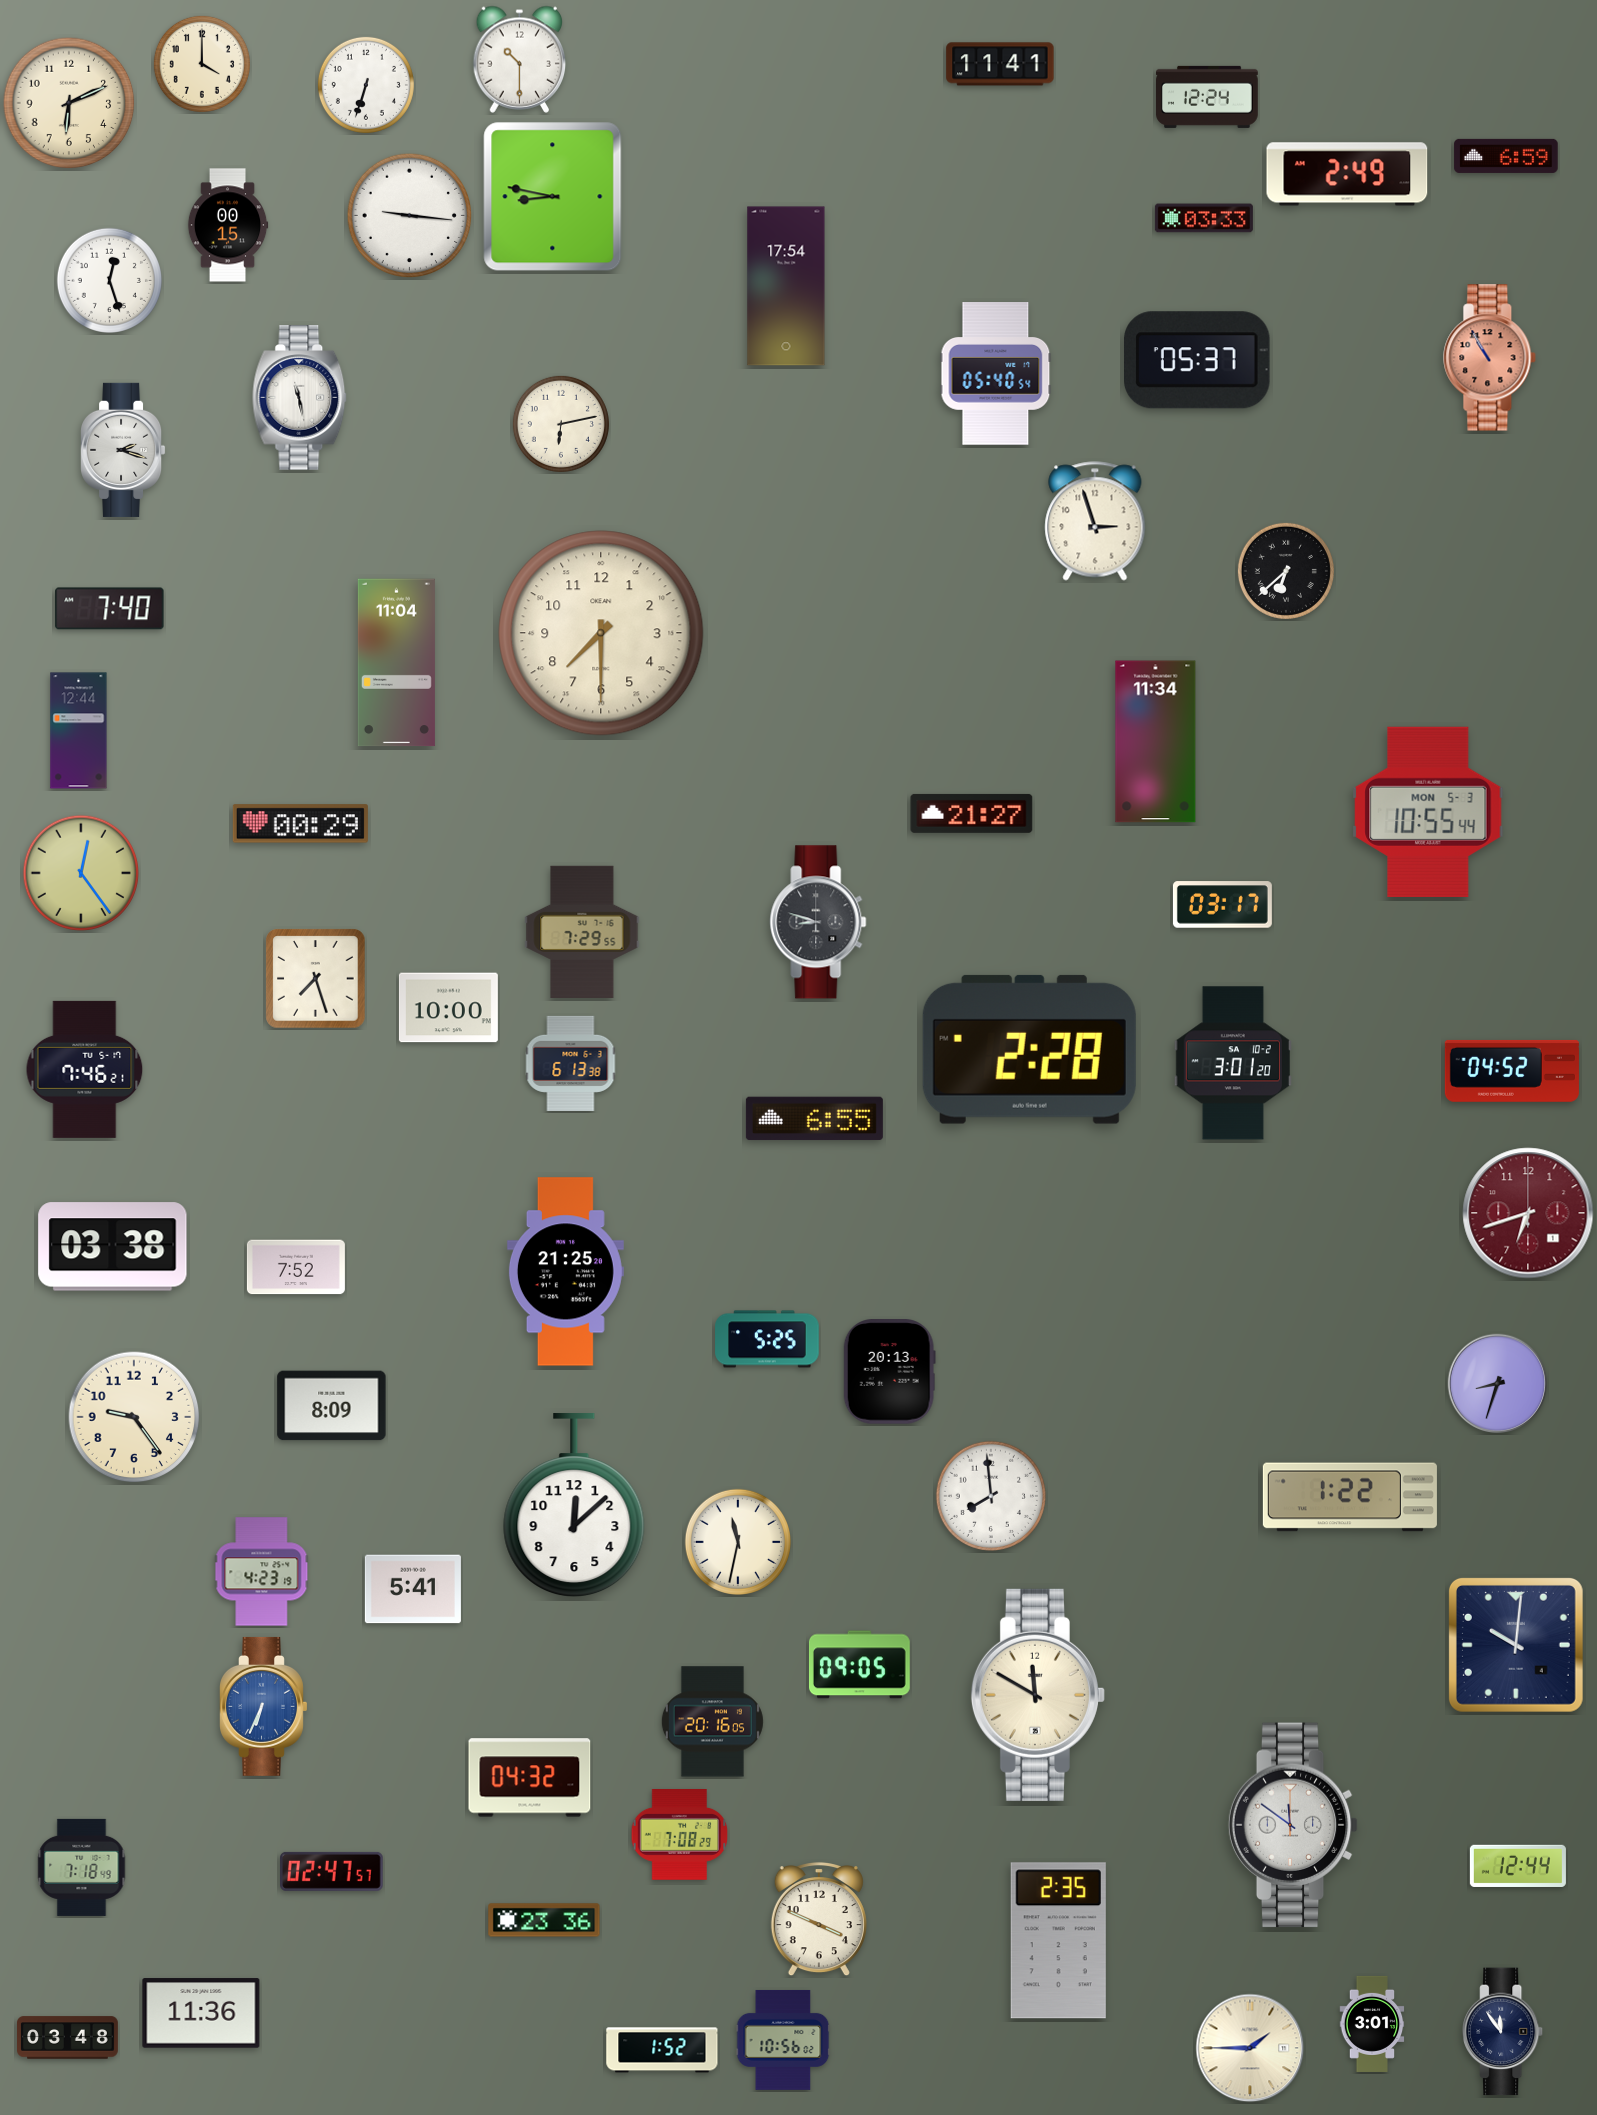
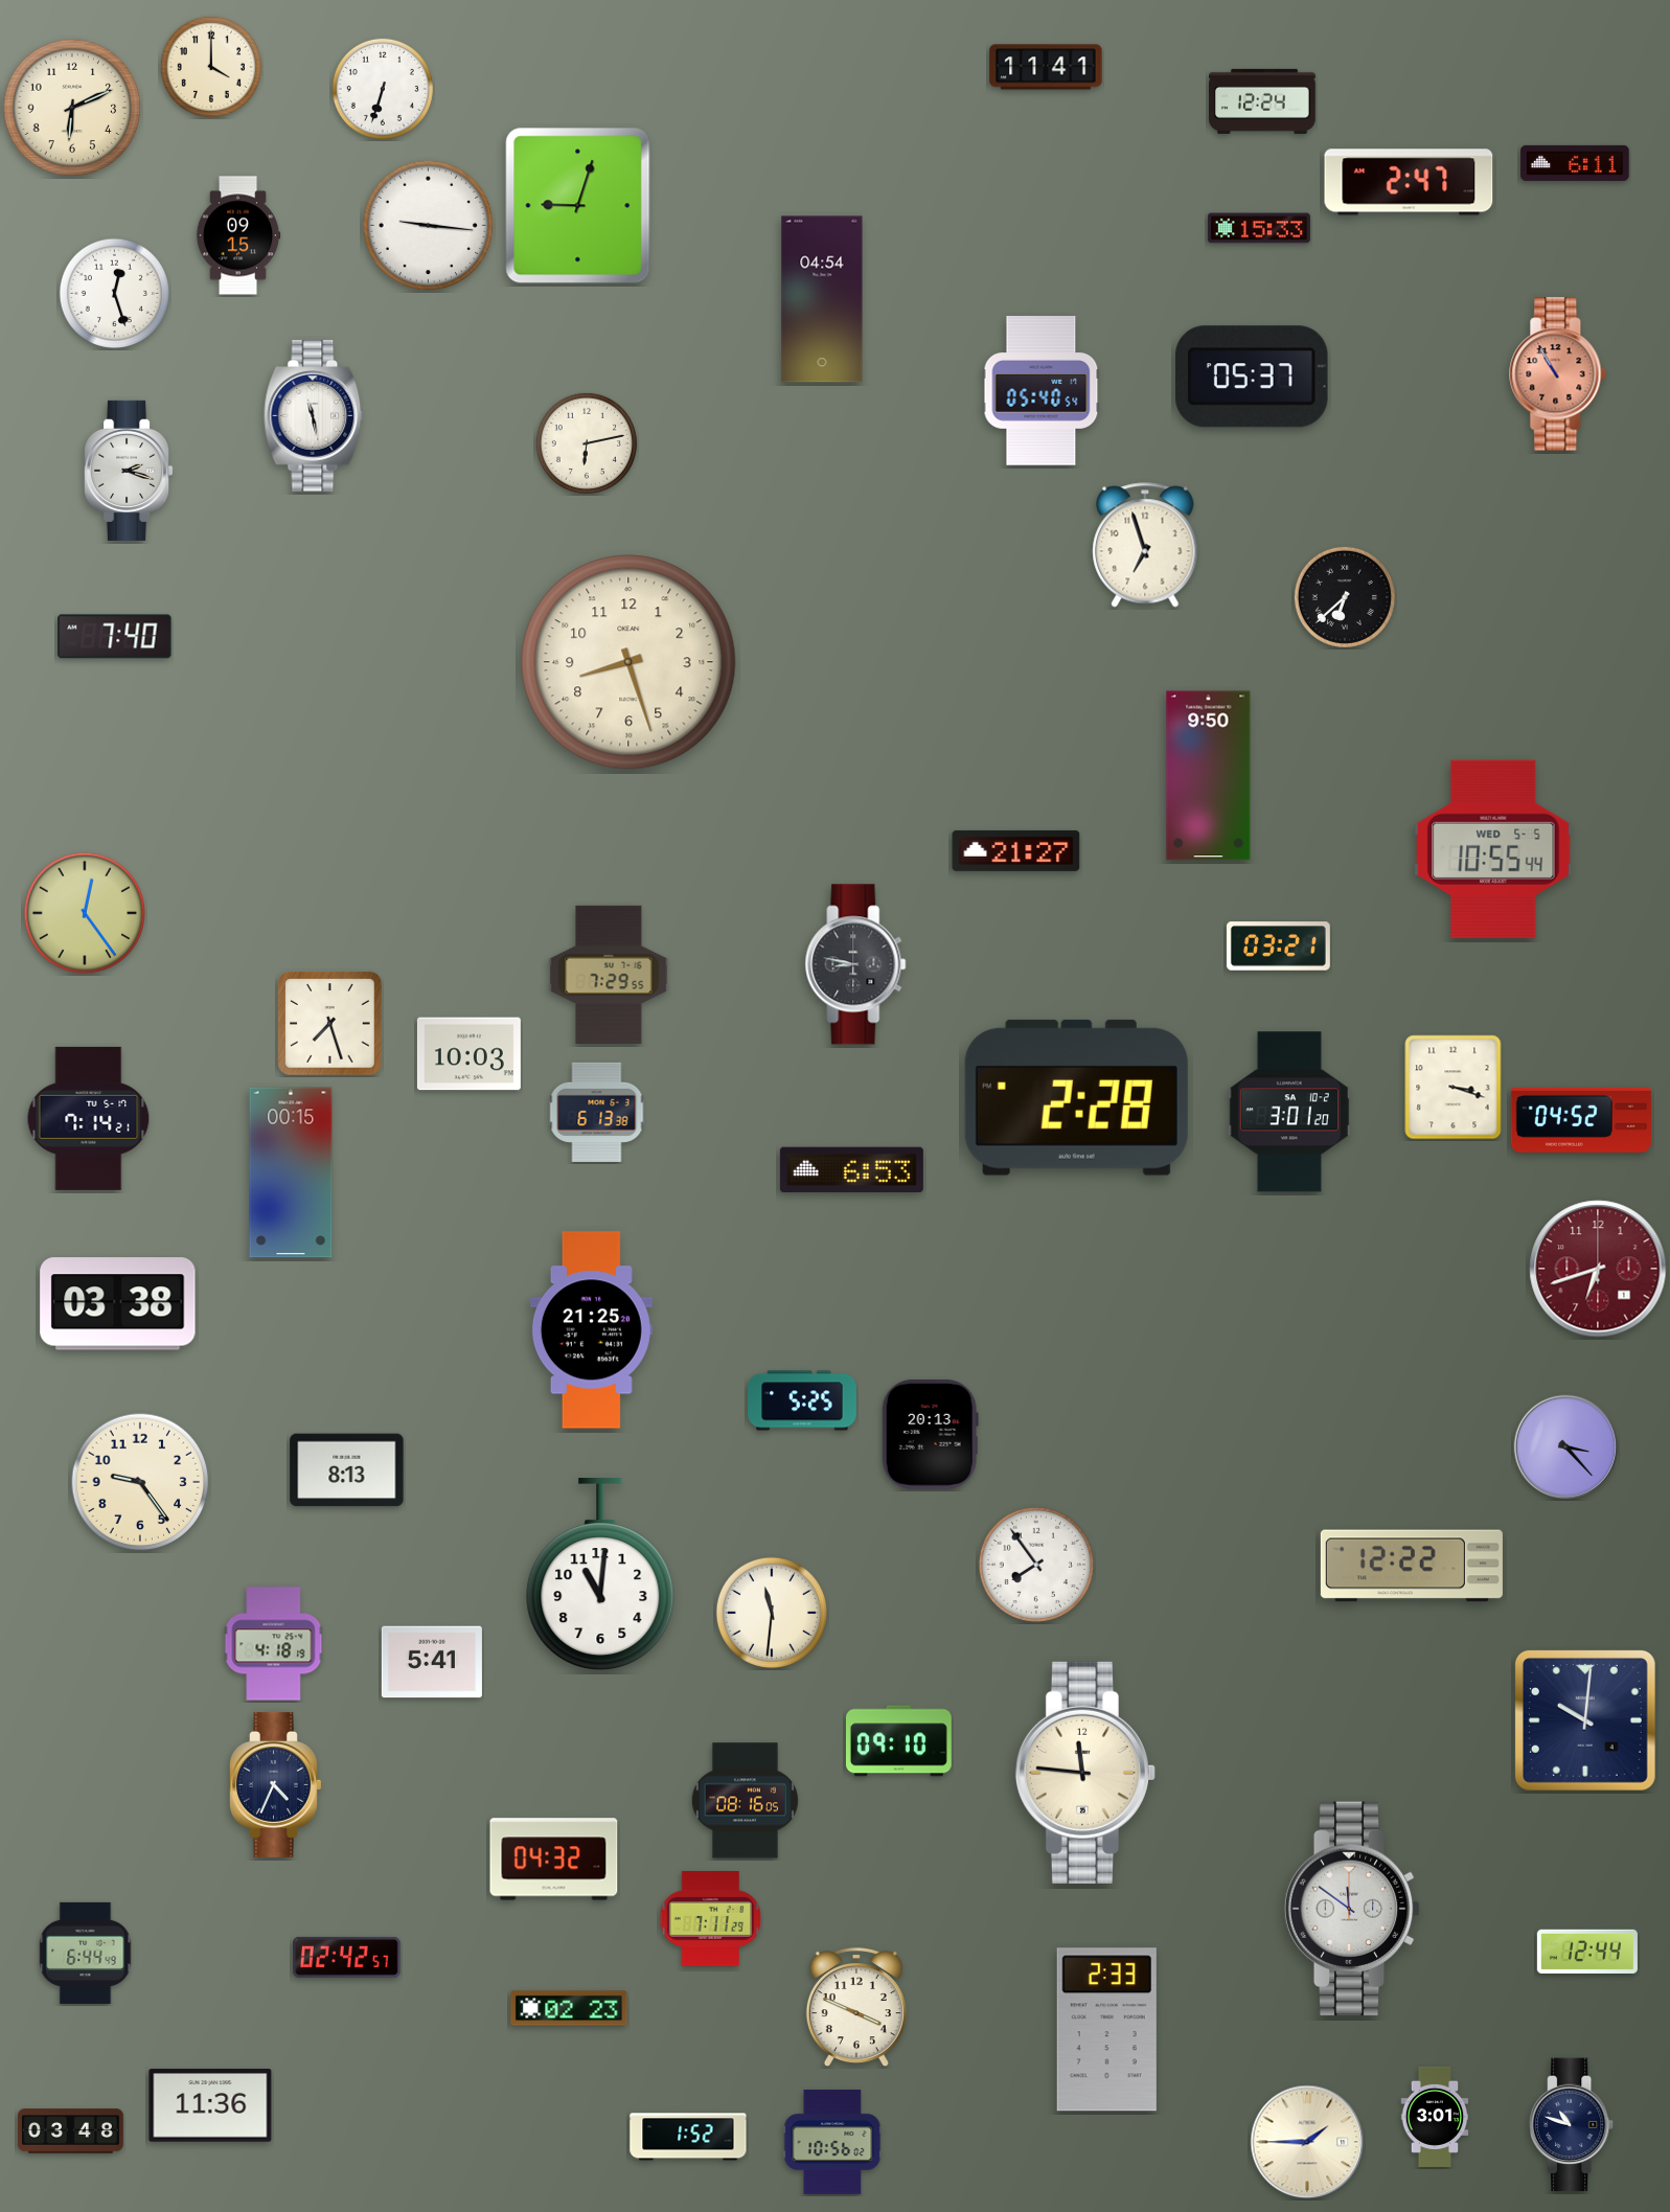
clock at (520, 59): 10:30 -> none
clock at (1506, 156): 6:59 -> 6:11
clock at (1347, 174): 2:49 -> 2:47
clock at (553, 197): 8:47 -> 9:03
clock at (1204, 218): 03:33 -> 15:33
clock at (228, 225): 00:15 -> 09:15
clock at (786, 286): 17:54 -> 04:54
clock at (1095, 521): 2:57 -> 6:57
clock at (601, 633): 7:30 -> 8:27
clock at (396, 663): 11:04 -> none
clock at (79, 731): 12:44 -> none
clock at (1156, 742): 11:34 -> 9:50
clock at (1428, 812) date: MON 5-3 -> WED 5-5
clock at (300, 824): 00:29 -> none
clock at (1222, 905): 03:17 -> 03:21
clock at (818, 922): 8:48 -> 8:47
clock at (448, 1008): 10:00 -> 10:03
clock at (1454, 1088): none -> 3:18
clock at (85, 1069): 7:46 -> 7:14
clock at (814, 1119): 6:55 -> 6:53
clock at (291, 1172): none -> 00:15
clock at (296, 1267): 7:52 -> none
clock at (1498, 1384): 8:33 -> 3:23
clock at (332, 1406): 8:09 -> 8:13
clock at (991, 1496): 7:59 -> 7:54
clock at (1350, 1497): 1:22 -> 12:22
clock at (574, 1506): 12:08 -> 11:01
clock at (738, 1542): 11:32 -> 11:31
clock at (262, 1572): 4:23 -> 4:18
clock at (859, 1665): 09:05 -> 09:10
clock at (1038, 1695): 11:50 -> 11:46
clock at (264, 1706): 6:34 -> 4:34
clock at (264, 1706) dial: blue -> navy
clock at (712, 1722): 20:16 -> 08:16
clock at (680, 1835): 7:08 -> 7:11
clock at (82, 1867): 7:18 -> 6:44
clock at (332, 1871): 02:47 -> 02:42
clock at (544, 1920): 23:36 -> 02:23
clock at (1058, 1941): 2:35 -> 2:33
clock at (1504, 2032): 11:54 -> 10:48
clock at (783, 2040) position: (783, 2040) -> (832, 2142)
clock at (662, 2050) position: (662, 2050) -> (688, 2137)
